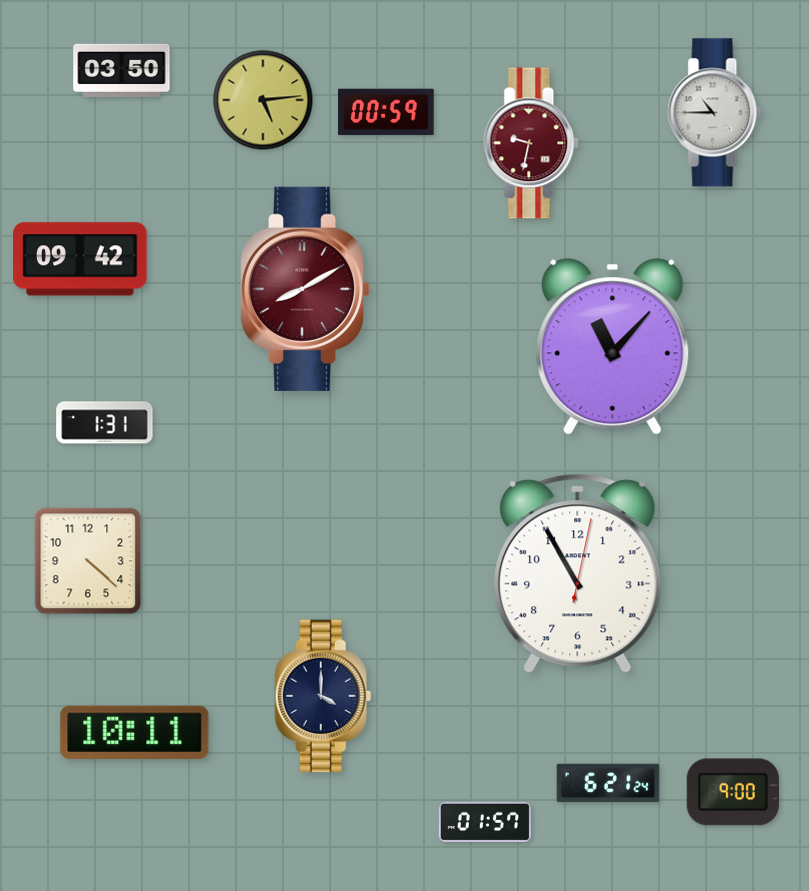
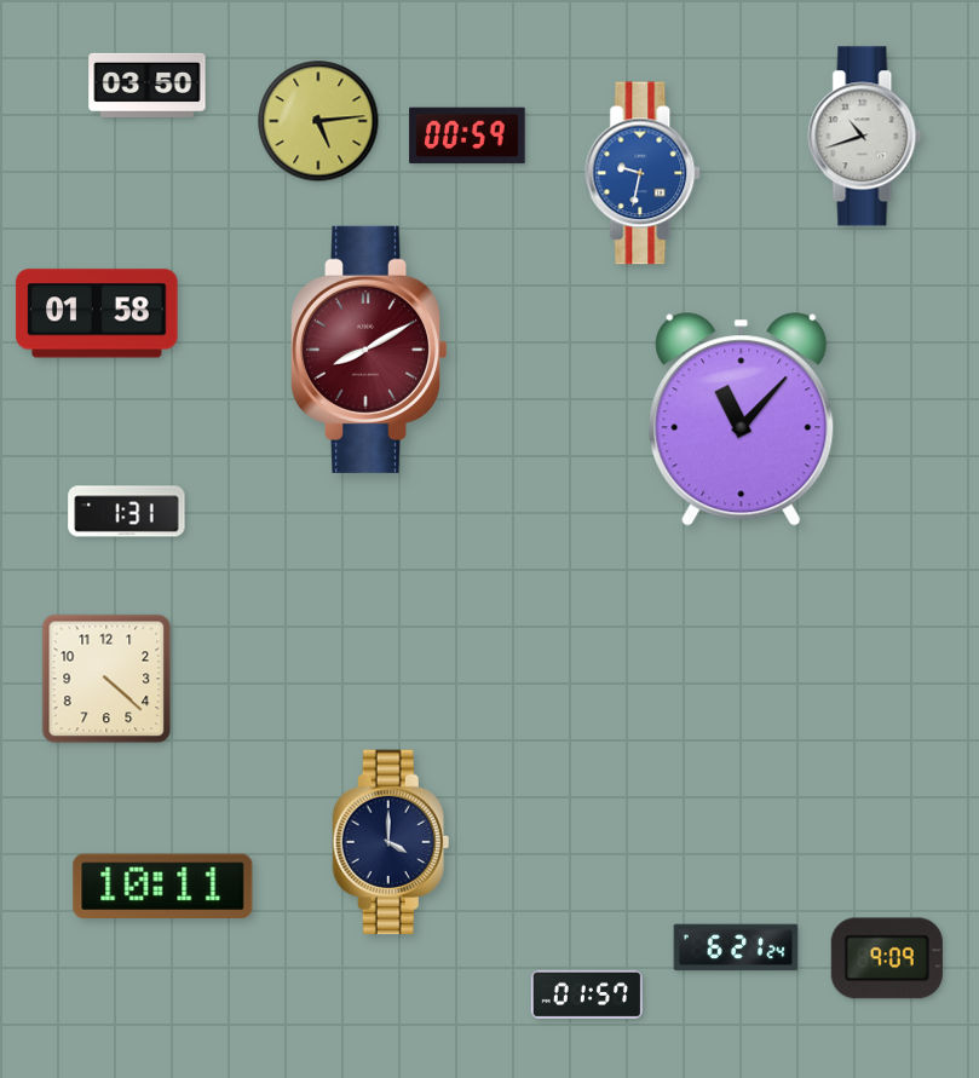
clock at (715, 113): 10:45 -> 10:42
clock at (532, 143) dial: burgundy -> blue
clock at (80, 259): 09:42 -> 01:58
clock at (578, 573): 10:55 -> none
clock at (733, 792): 9:00 -> 9:09
